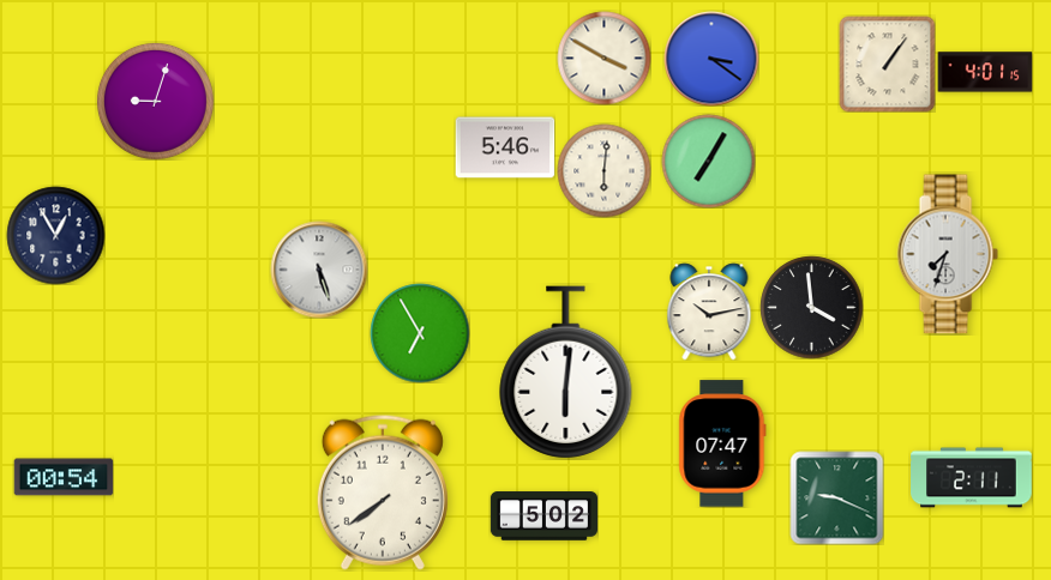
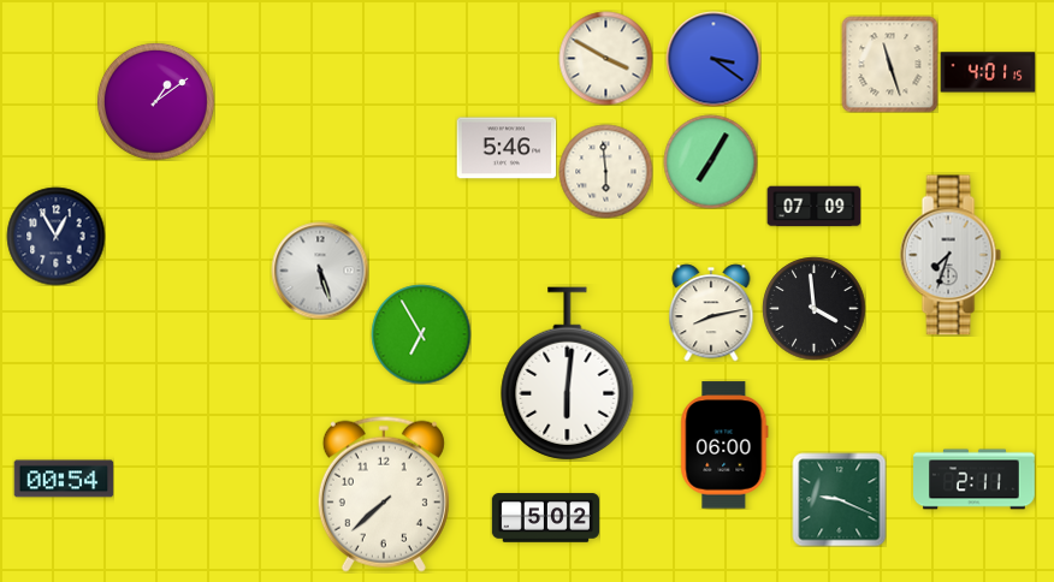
clock at (887, 64): 1:06 -> 11:27
clock at (155, 101): 9:03 -> 1:09
clock at (603, 170): 6:01 -> 5:59
clock at (813, 207): none -> 07:09
clock at (709, 312): 10:13 -> 8:13
clock at (722, 443): 07:47 -> 06:00
clock at (383, 493): 7:39 -> 7:38
